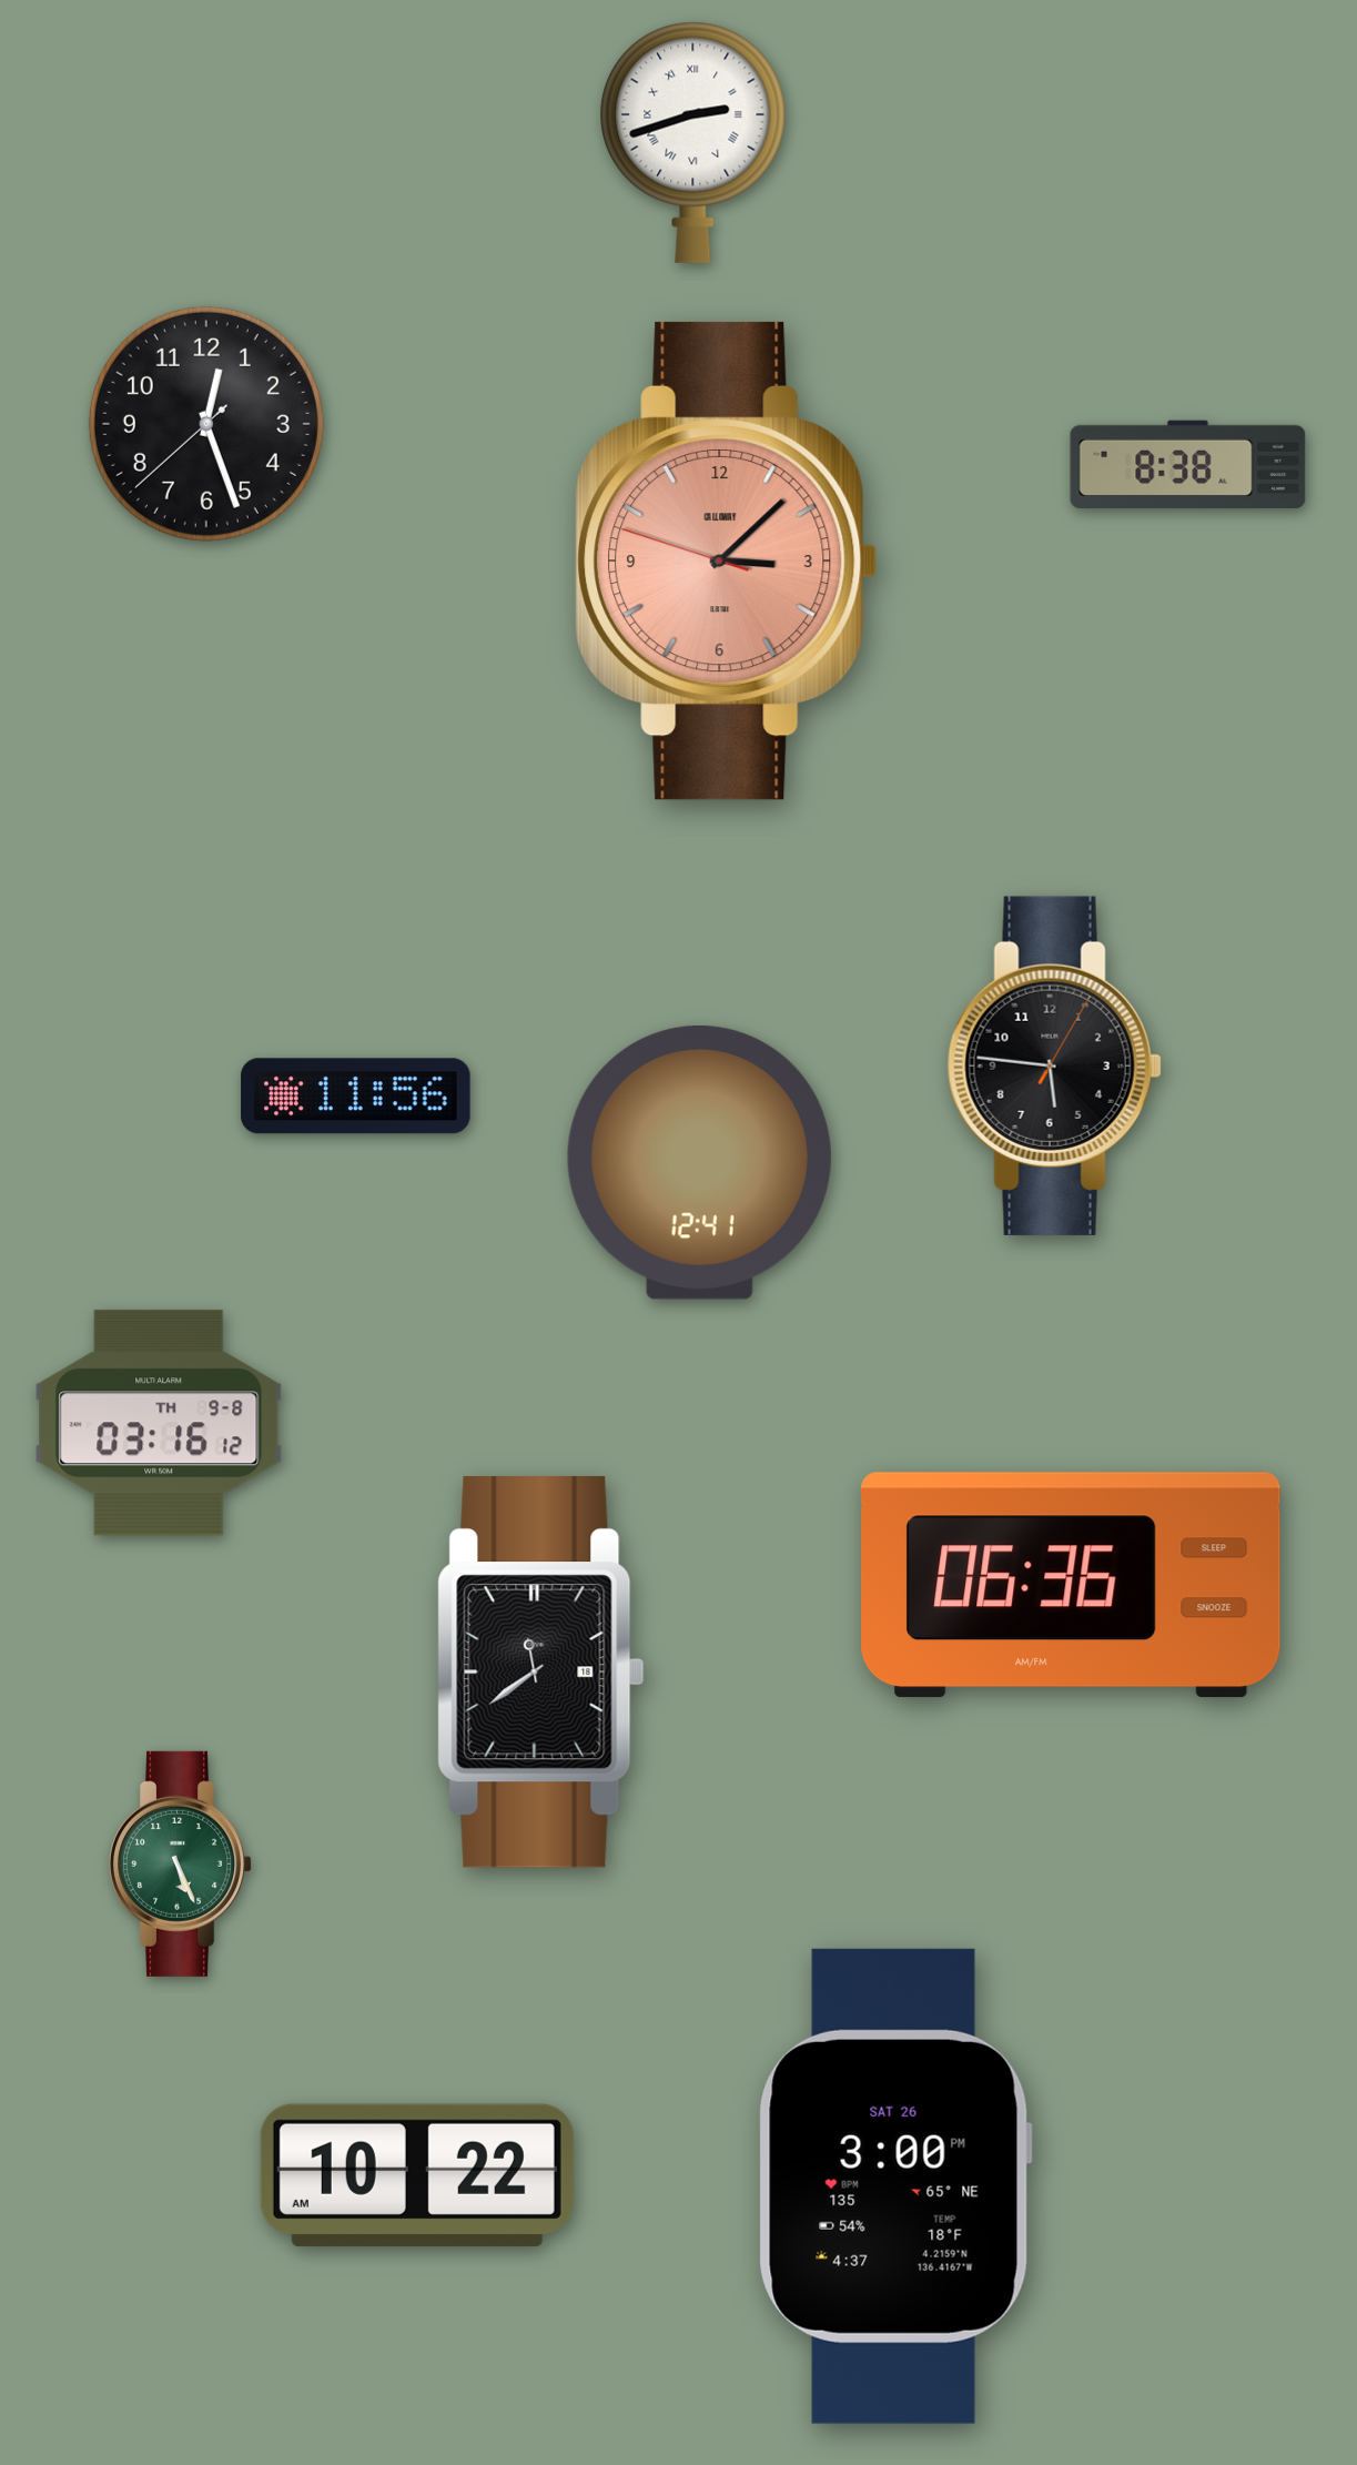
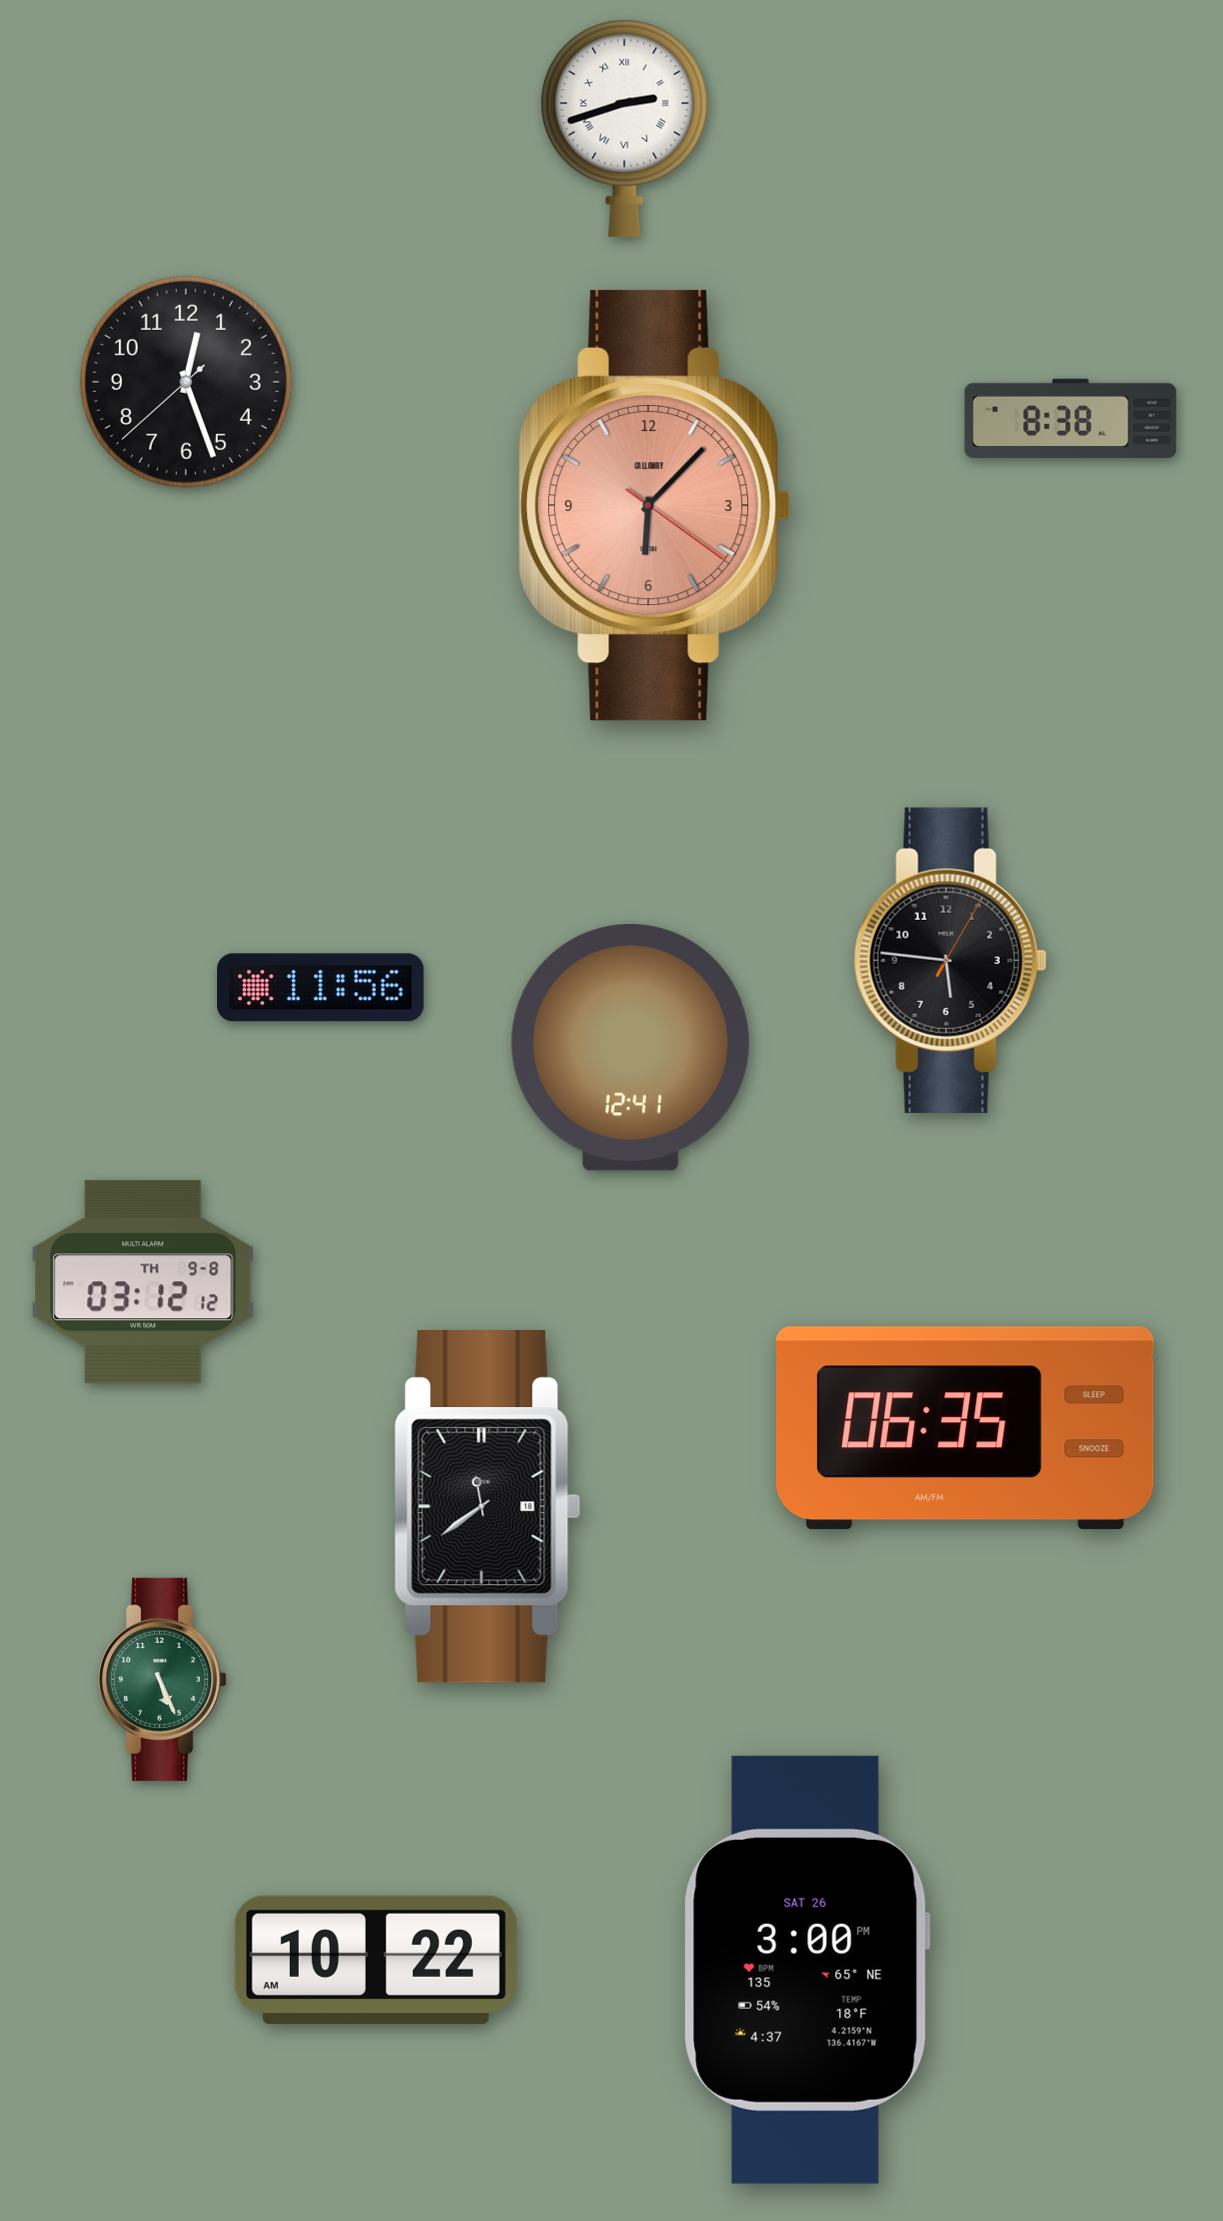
clock at (727, 560): 3:07 -> 6:07
clock at (159, 1423): 03:16 -> 03:12
clock at (1072, 1585): 06:36 -> 06:35
